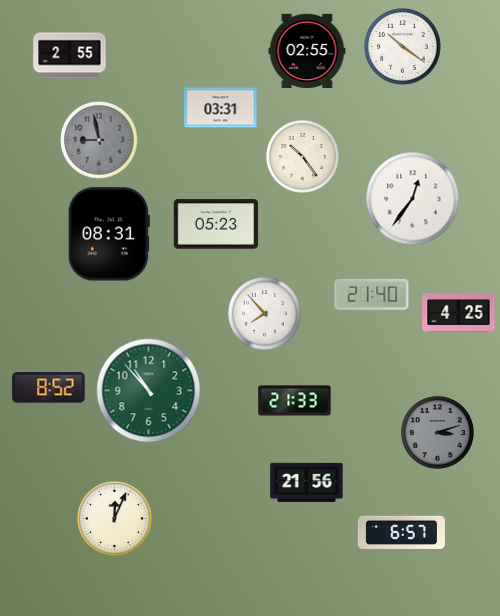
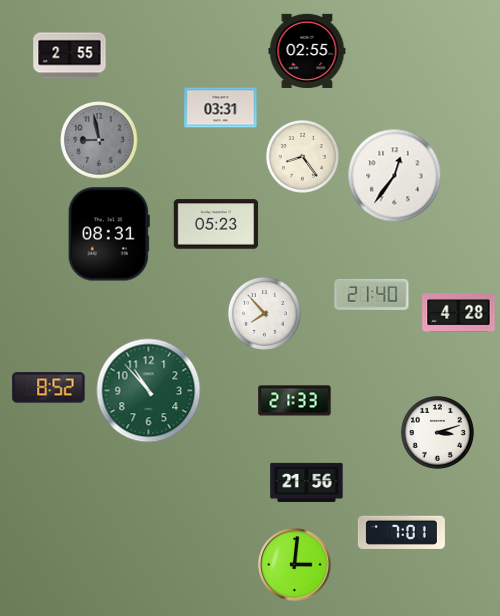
clock at (403, 47): 10:21 -> none
clock at (302, 156): 10:24 -> 8:24
clock at (413, 199) position: (413, 199) -> (395, 176)
clock at (459, 313): 4:25 -> 4:28
clock at (437, 432) dial: grey -> white
clock at (114, 518): 12:04 -> none
clock at (401, 531): 6:57 -> 7:01
clock at (295, 565): none -> 3:01
